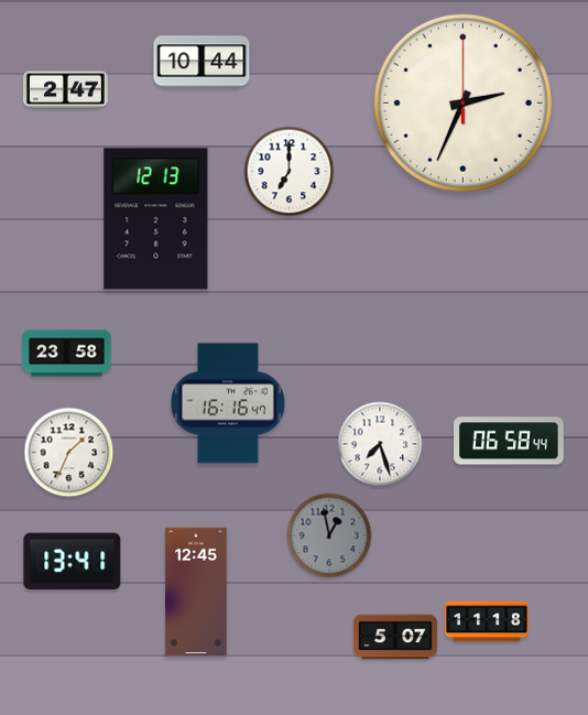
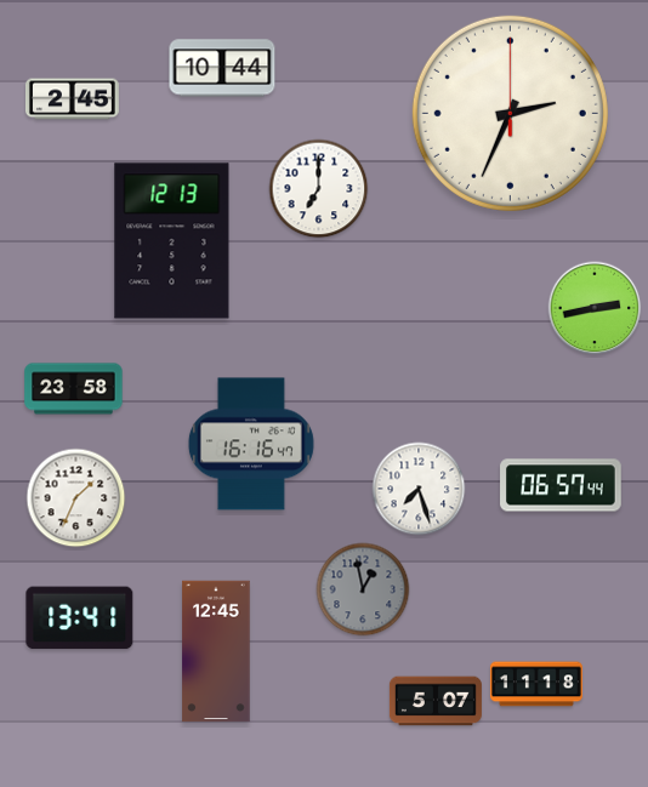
clock at (66, 90): 2:47 -> 2:45
clock at (595, 308): none -> 2:43
clock at (509, 441): 06:58 -> 06:57
